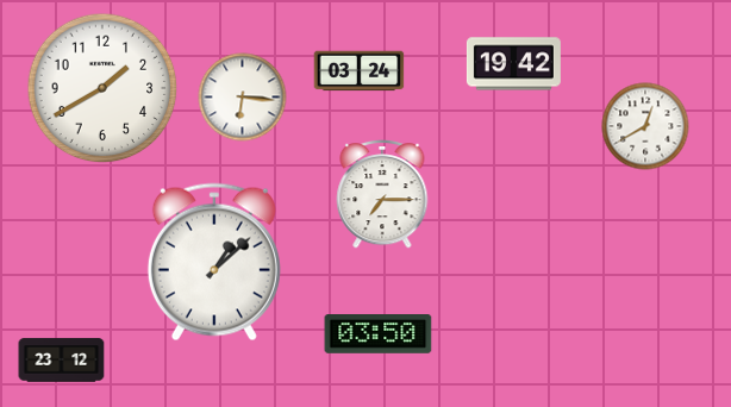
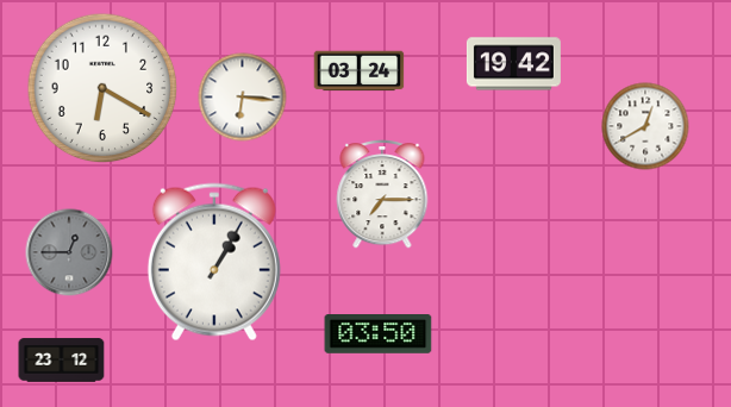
clock at (102, 88): 1:40 -> 6:20
clock at (69, 252): none -> 12:45
clock at (214, 262): 1:08 -> 1:05
